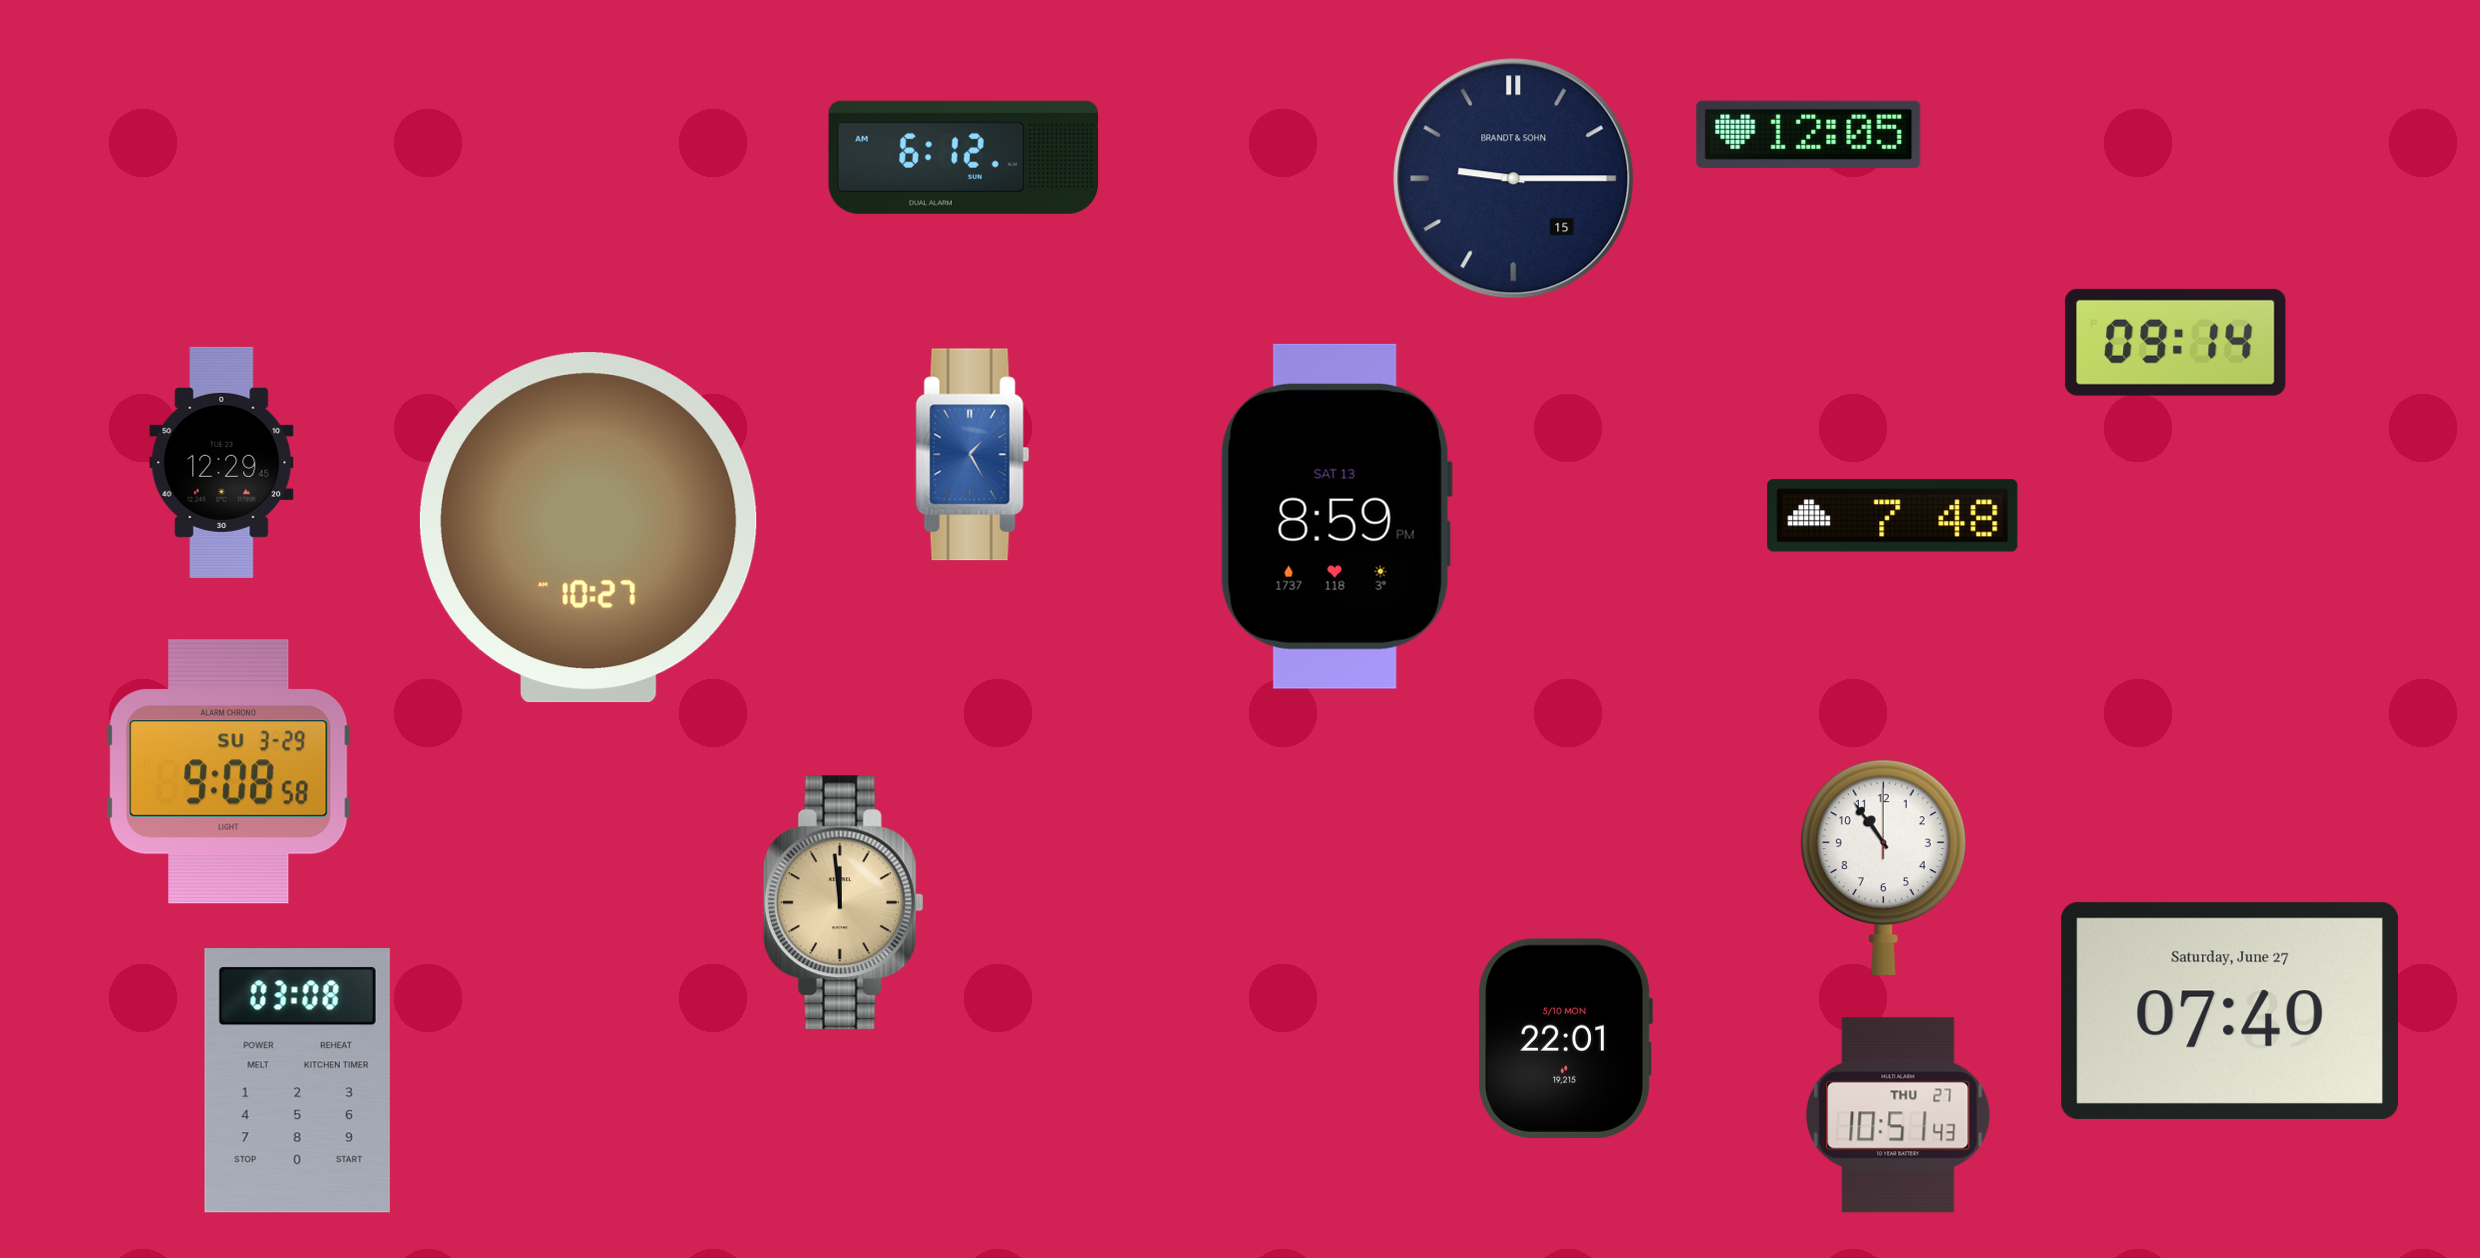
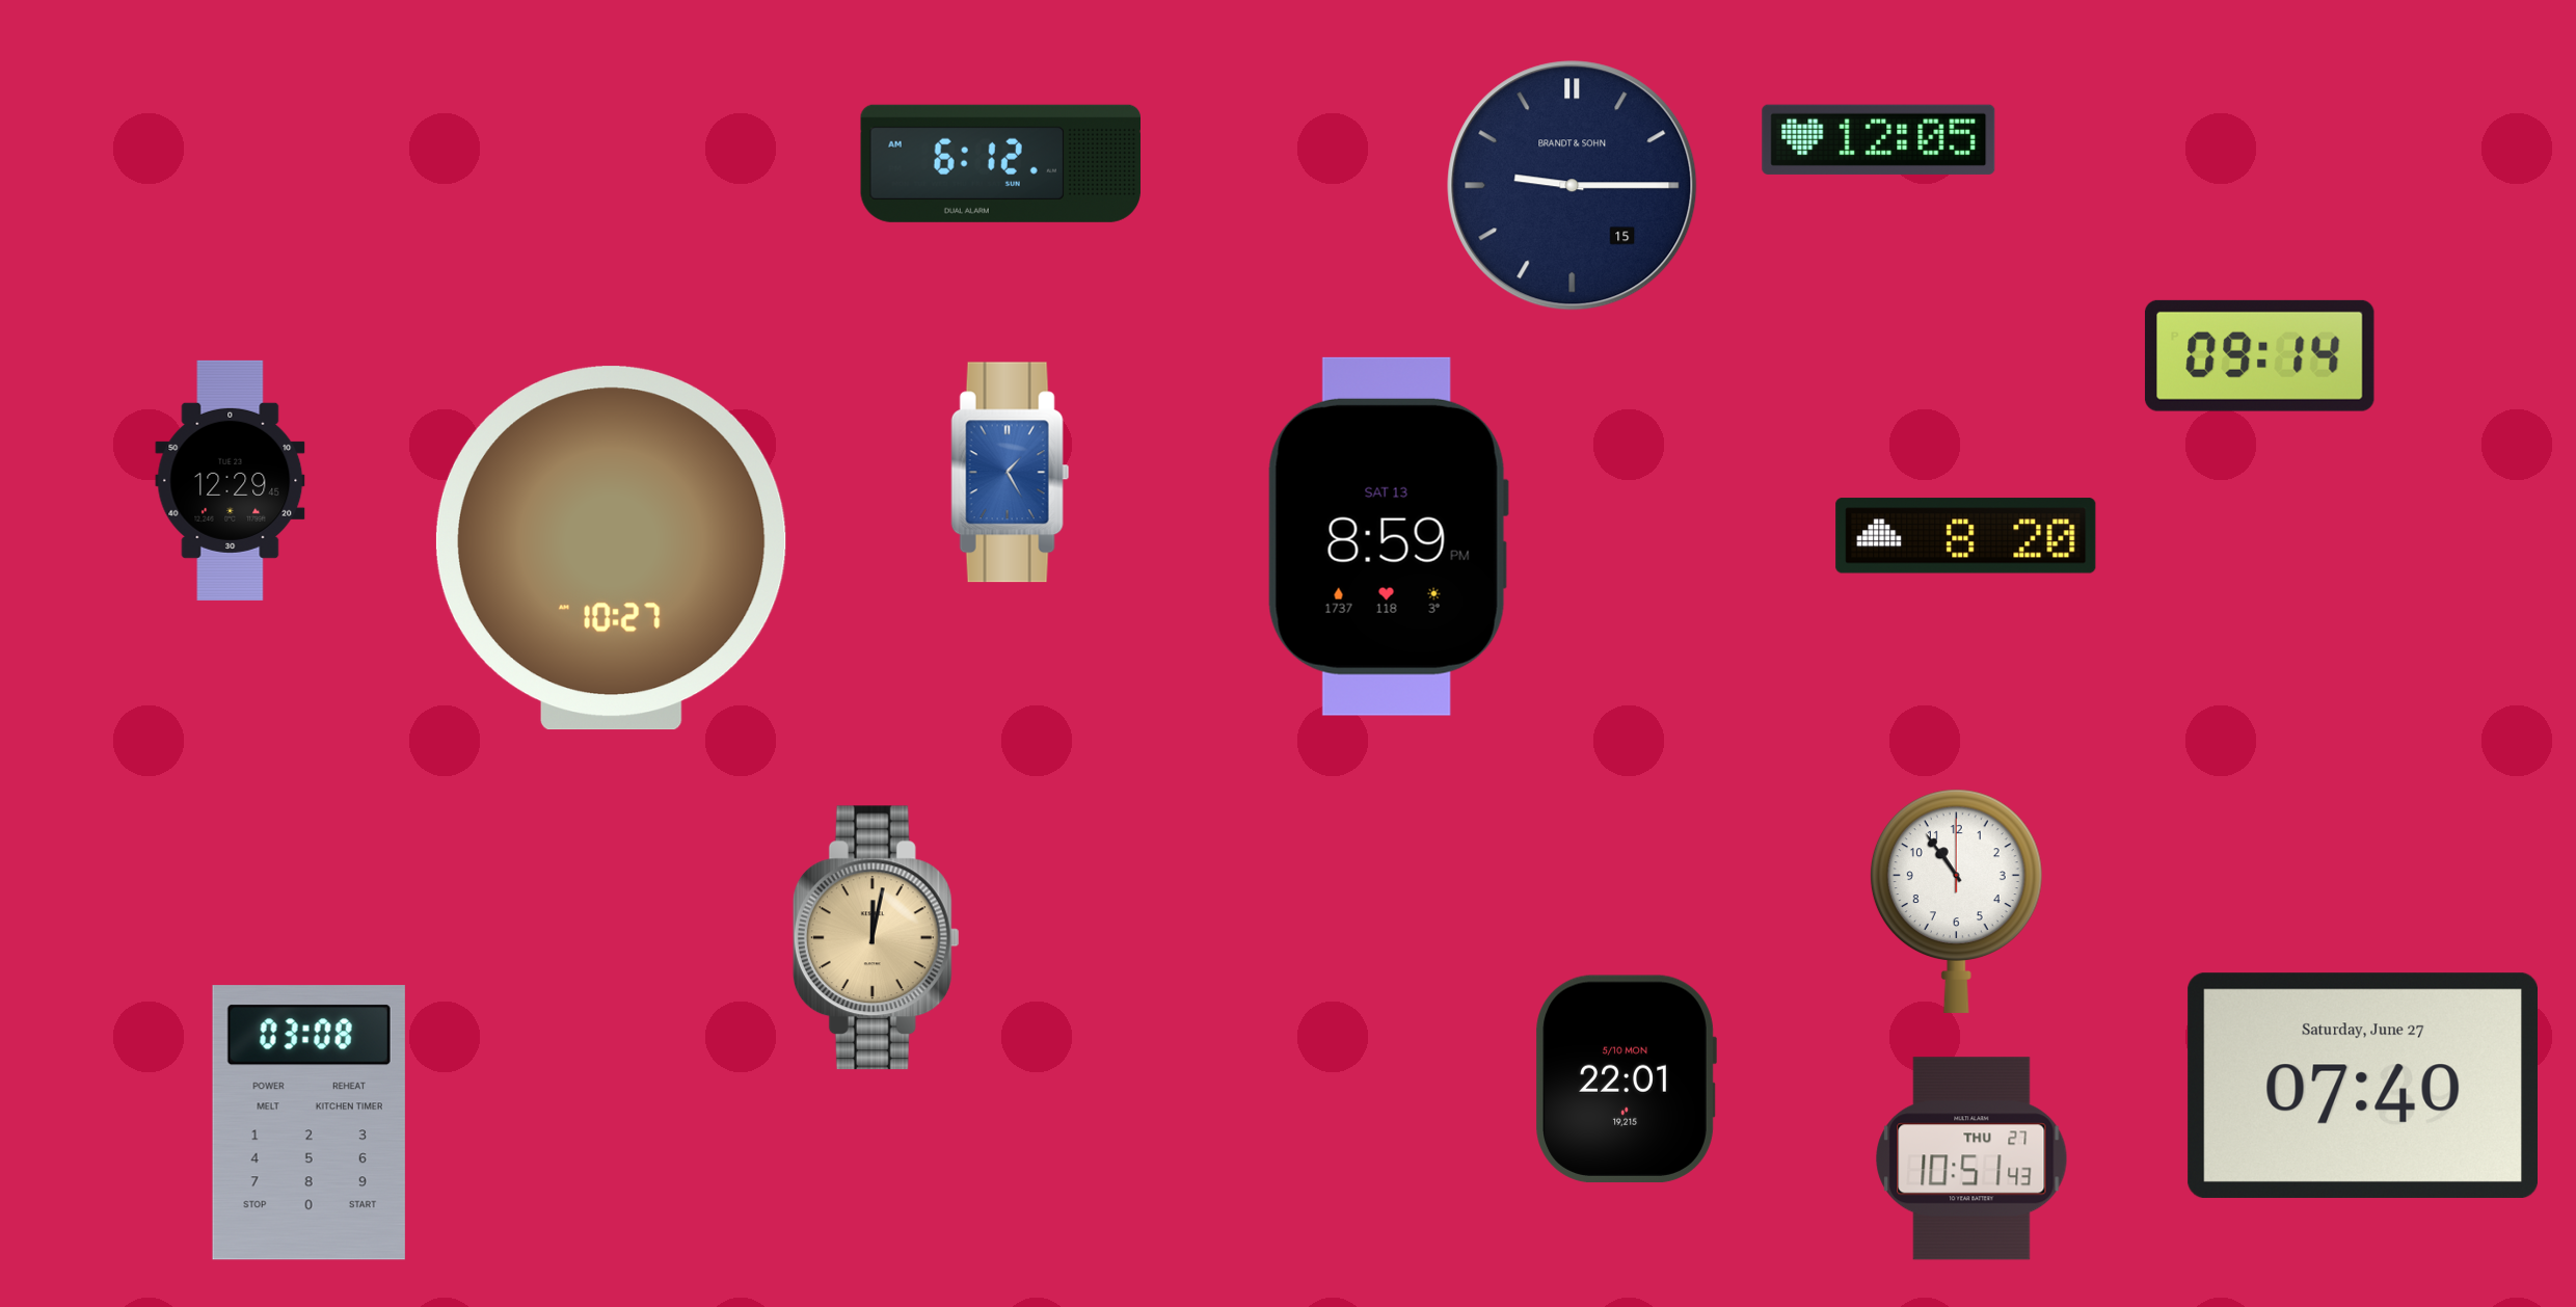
clock at (1893, 516): 7:48 -> 8:20
clock at (229, 772): 9:08 -> none
clock at (843, 903): 11:59 -> 12:02
clock at (2229, 1011) position: (2229, 1011) -> (2362, 1086)
